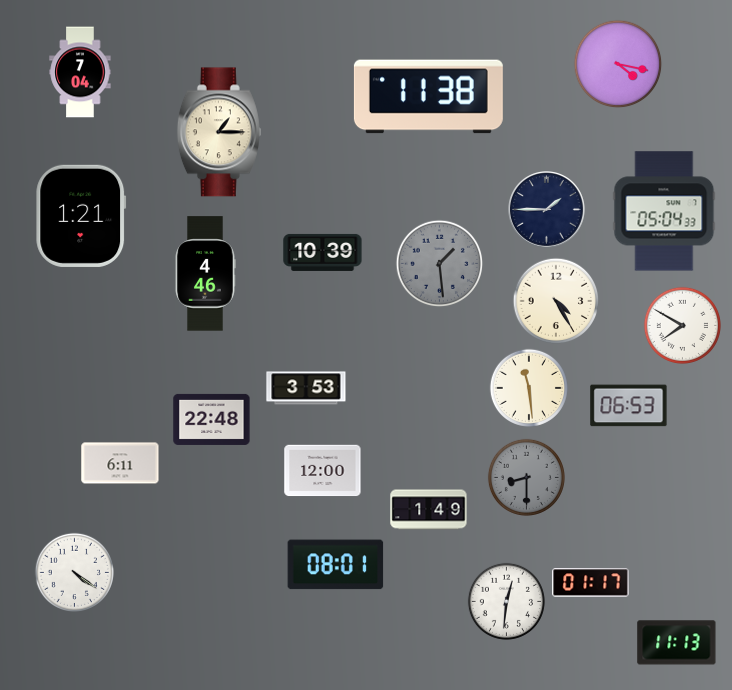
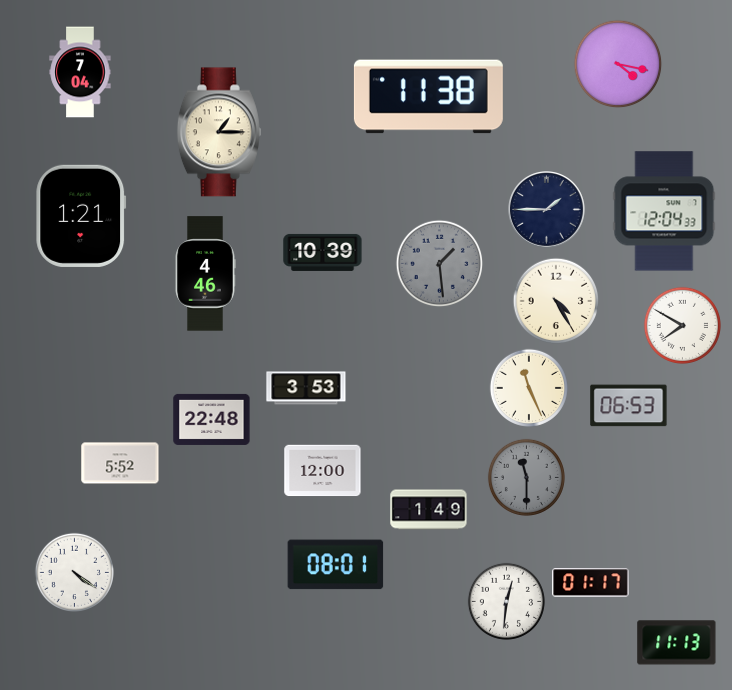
clock at (664, 211): 05:04 -> 12:04
clock at (529, 388): 11:29 -> 11:26
clock at (120, 463): 6:11 -> 5:52
clock at (526, 477): 8:30 -> 11:30
